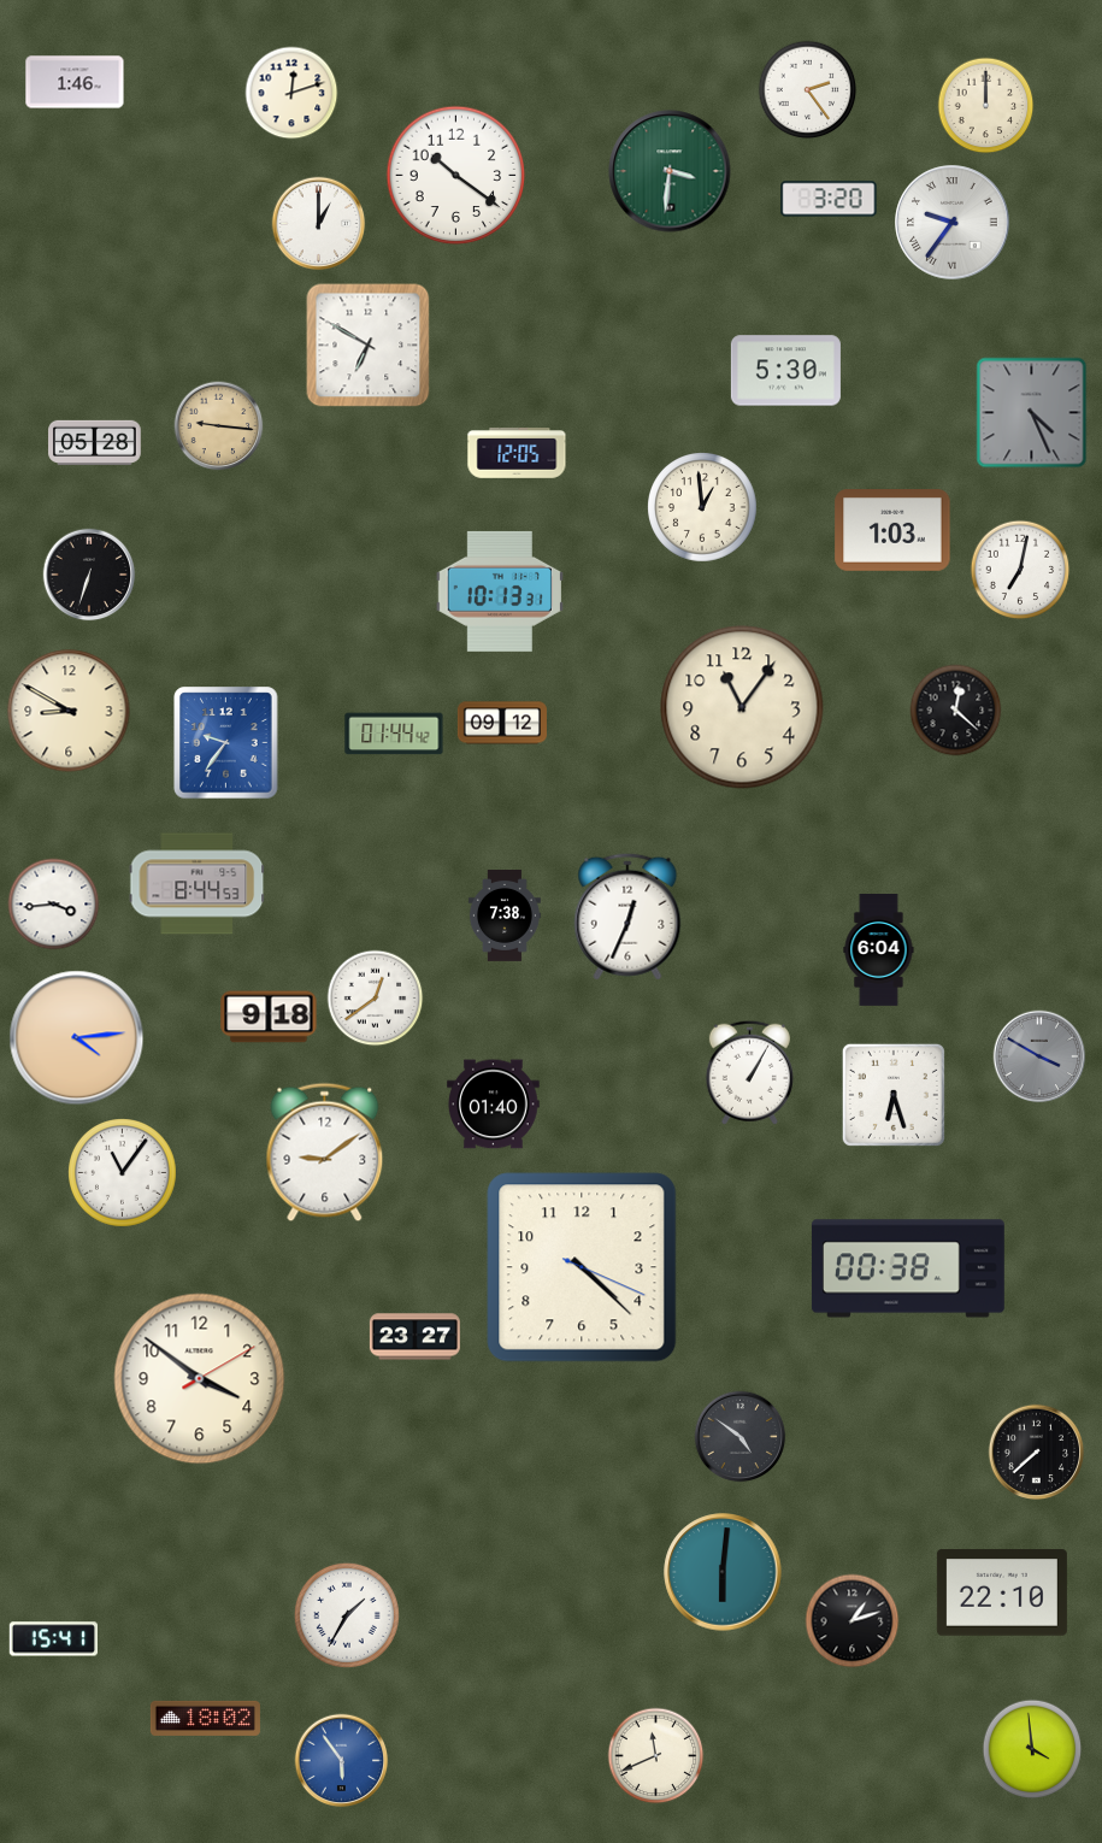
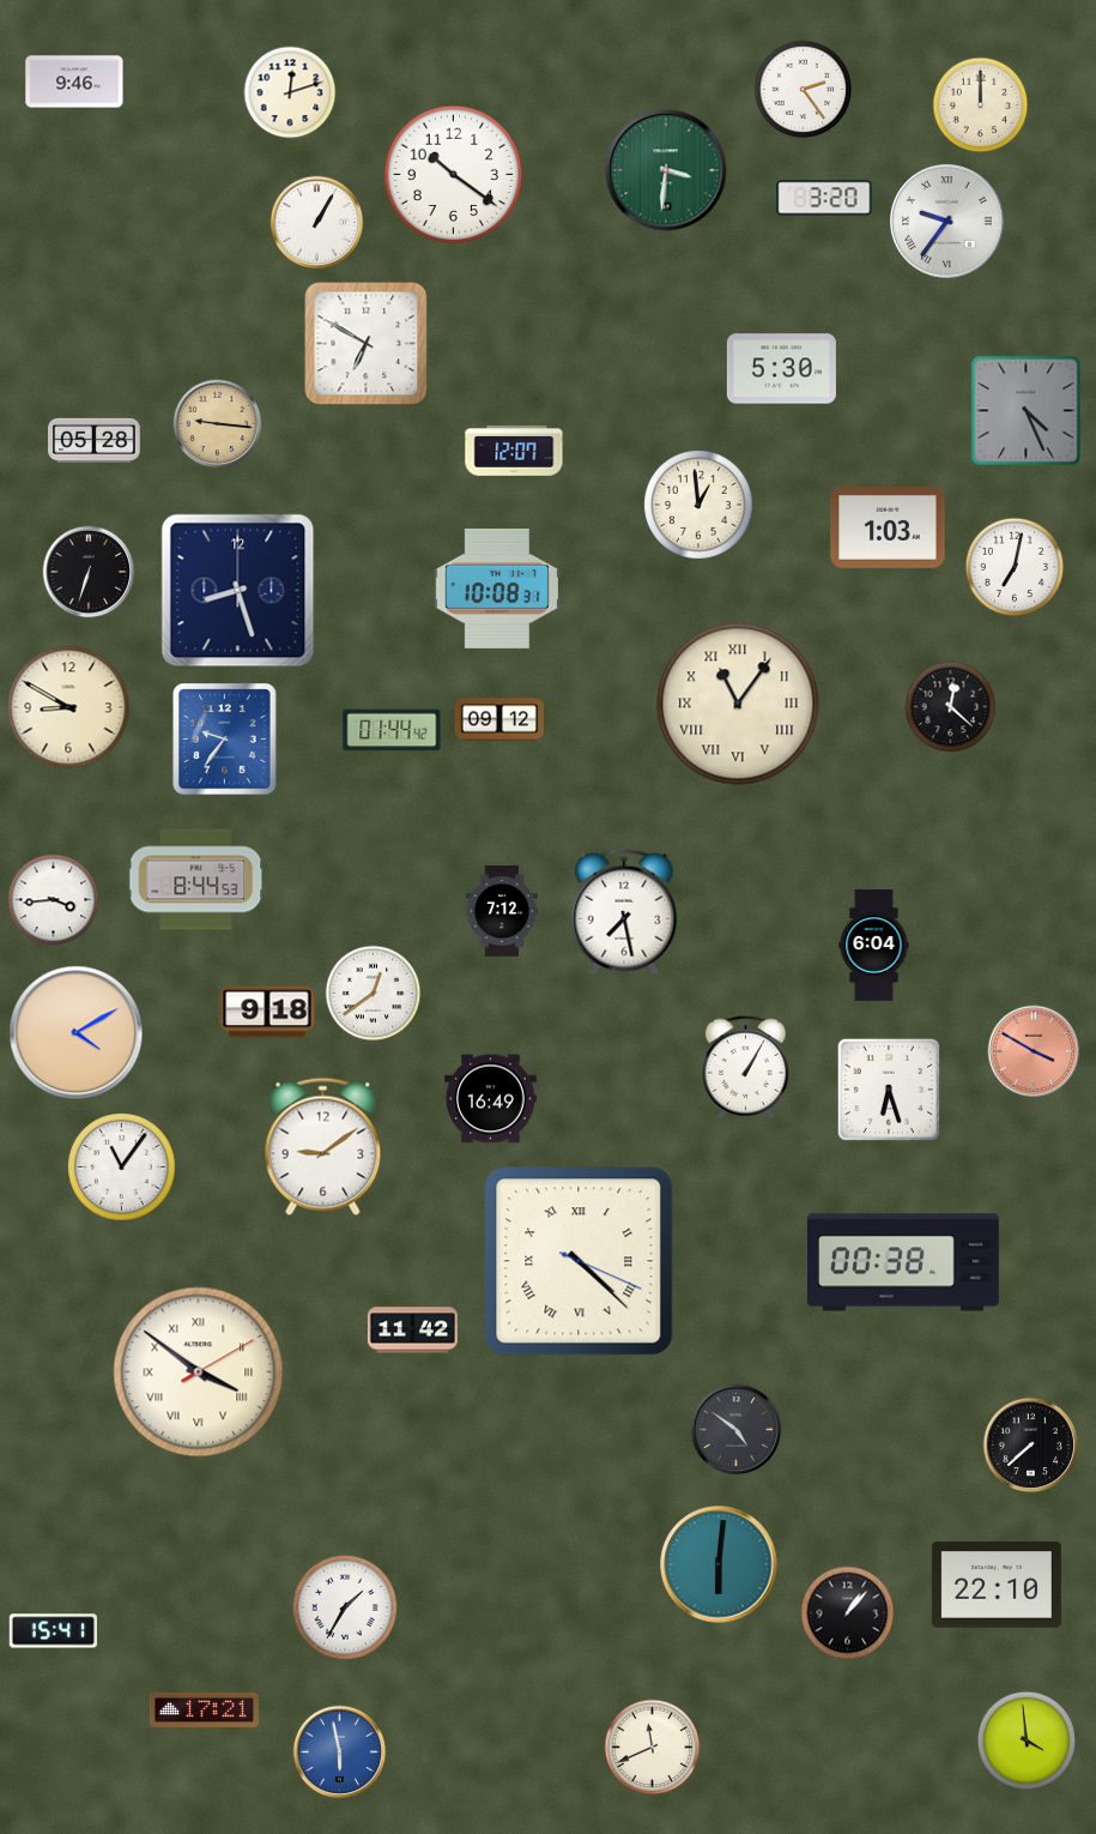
clock at (75, 82): 1:46 -> 9:46
clock at (319, 224): 1:00 -> 1:05
clock at (517, 454): 12:05 -> 12:07
clock at (500, 591): 10:13 -> 10:08
clock at (238, 591): none -> 8:27
clock at (742, 707) numerals: Arabic -> Roman
clock at (505, 917): 7:38 -> 7:12
clock at (627, 917): 12:34 -> 7:28
clock at (77, 1038): 4:14 -> 4:10
clock at (1039, 1056) dial: grey -> salmon
clock at (494, 1105): 01:40 -> 16:49
clock at (582, 1267) numerals: Arabic -> Roman
clock at (414, 1337): 23:27 -> 11:42
clock at (200, 1379) numerals: Arabic -> Roman
clock at (853, 1621): 1:12 -> 1:07
clock at (205, 1718): 18:02 -> 17:21
clock at (342, 1761): 5:54 -> 5:58
